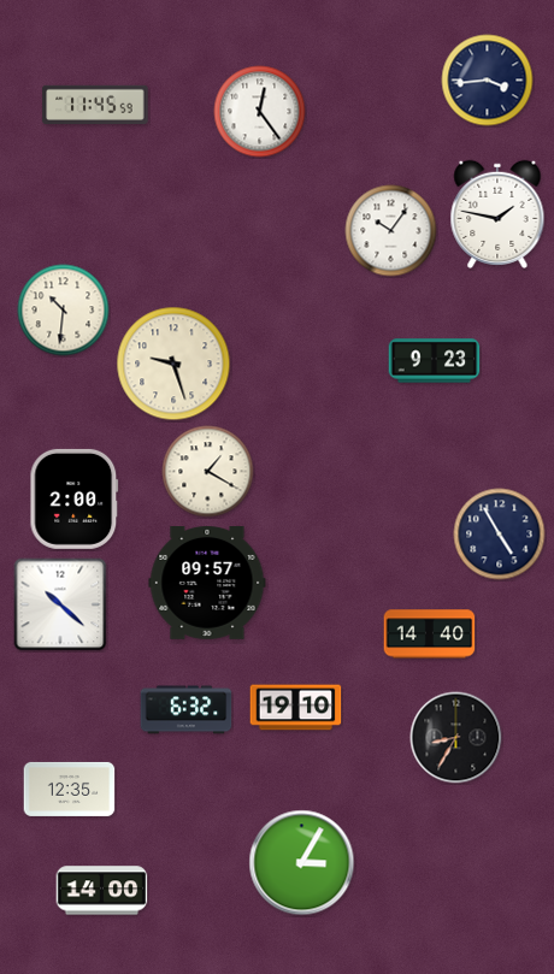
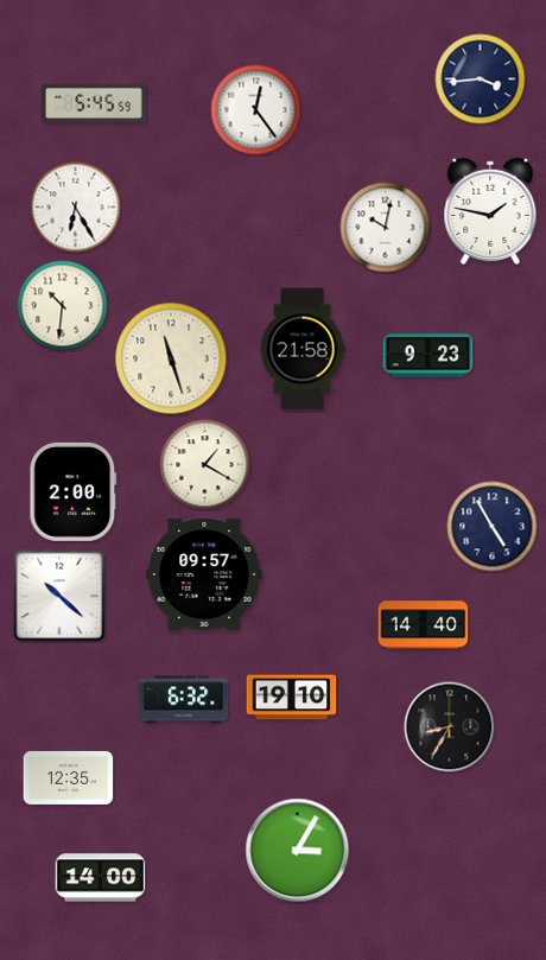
clock at (95, 104): 11:45 -> 5:45
clock at (76, 208): none -> 6:25
clock at (391, 231): 10:06 -> 10:02
clock at (303, 349): none -> 21:58
clock at (173, 364): 9:27 -> 11:27
